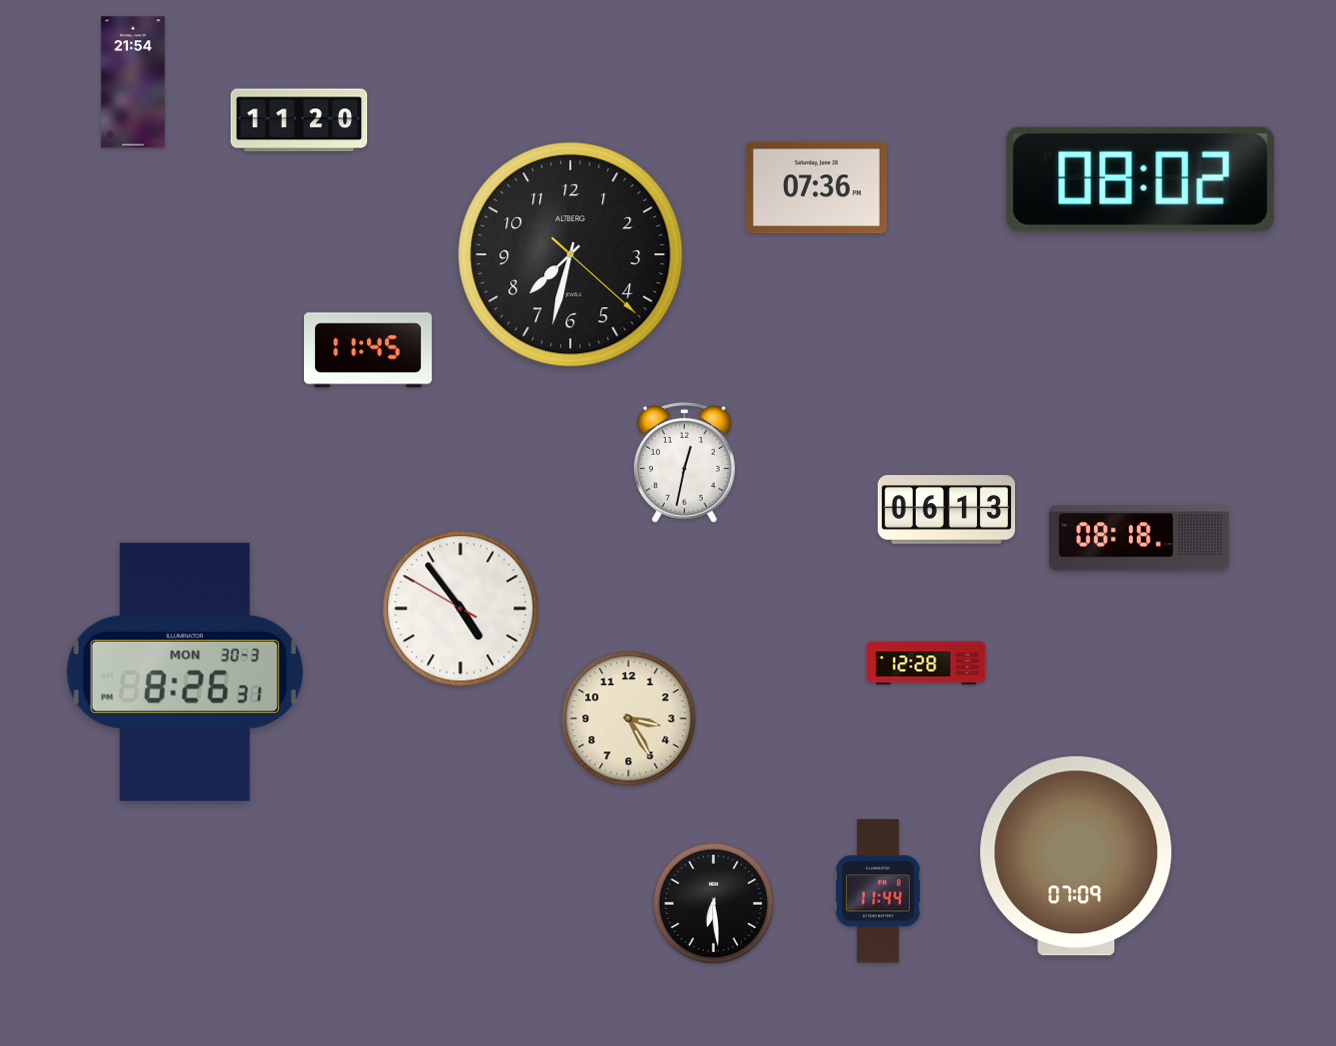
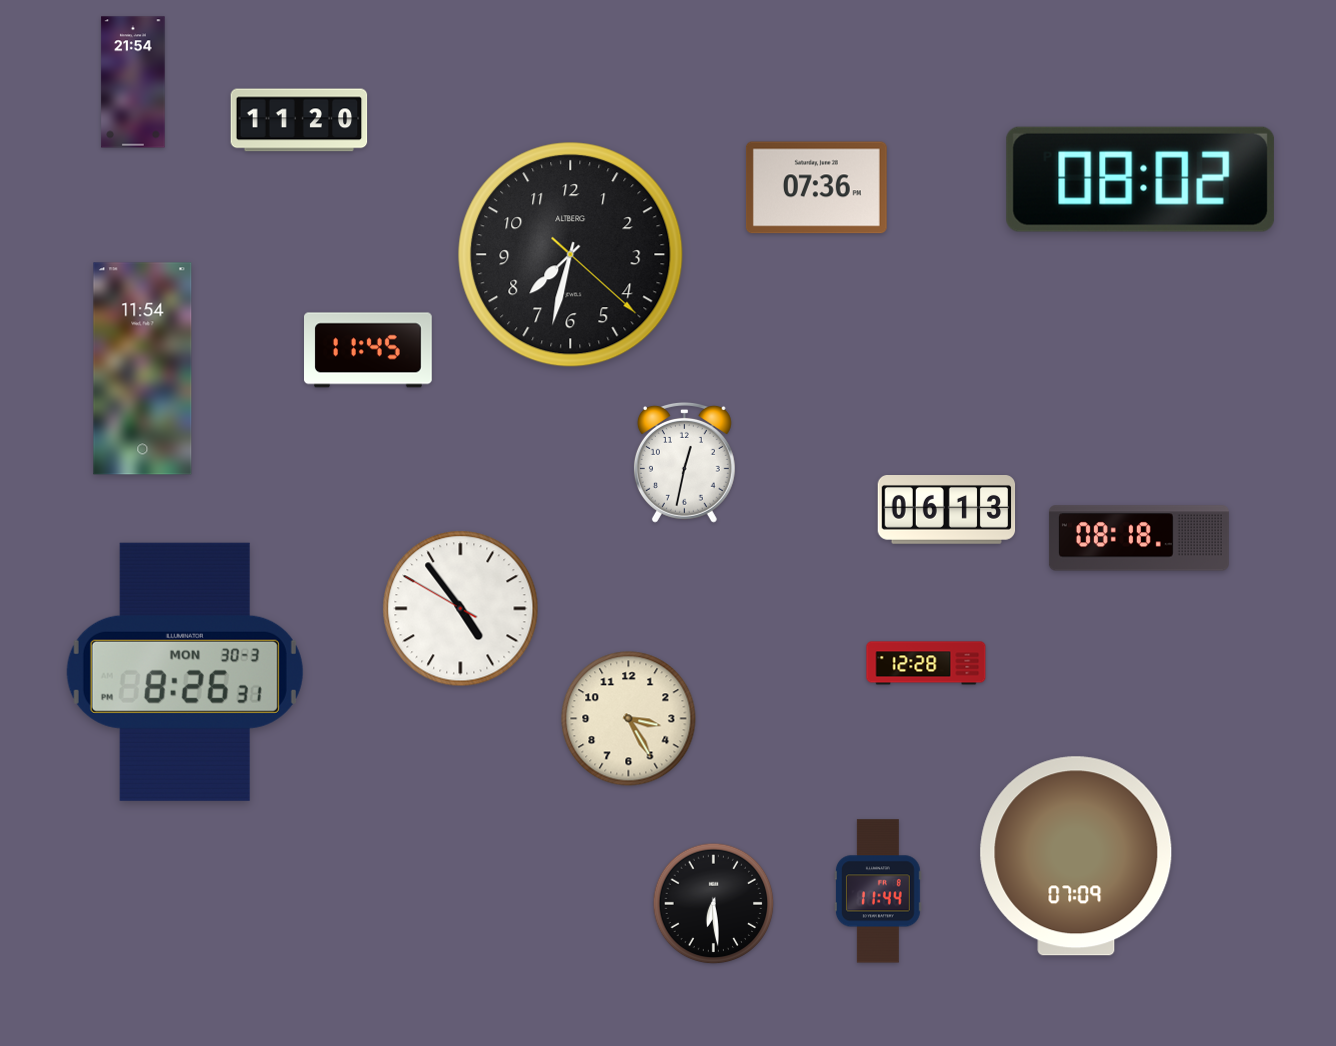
clock at (143, 369): none -> 11:54
